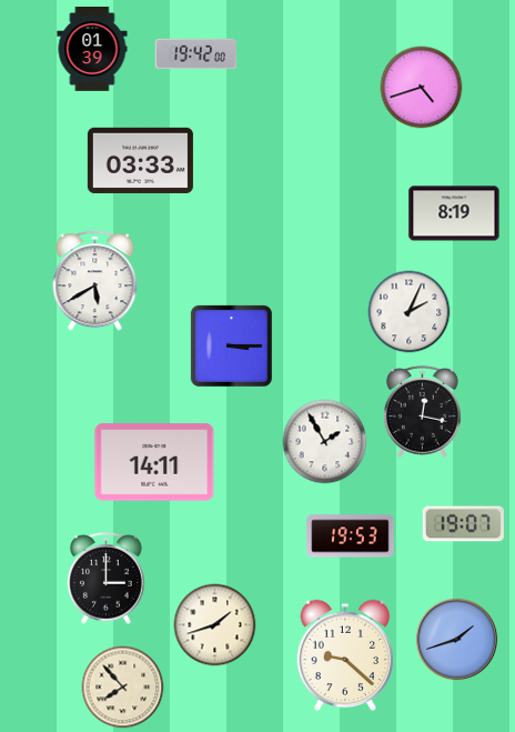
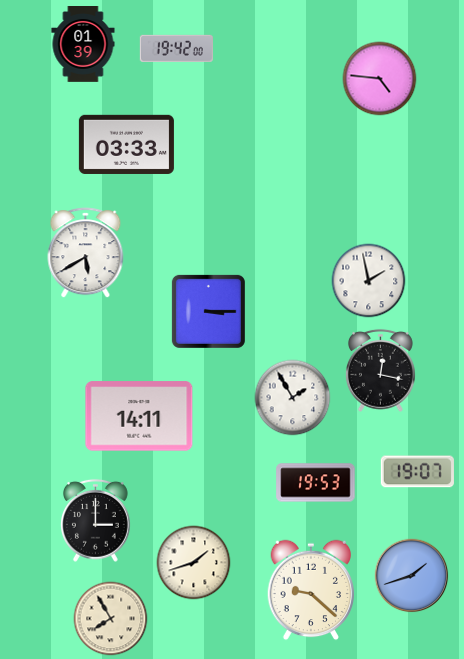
clock at (422, 88): 4:42 -> 4:46
clock at (454, 213): 8:19 -> none
clock at (410, 312): 2:04 -> 1:58
clock at (123, 688): 7:53 -> 7:55
